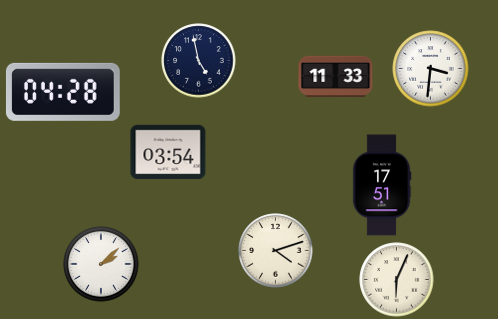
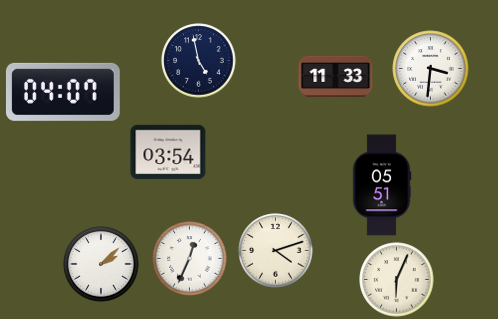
clock at (63, 92): 04:28 -> 04:07
clock at (382, 185): 17:51 -> 05:51
clock at (190, 259): none -> 12:34
